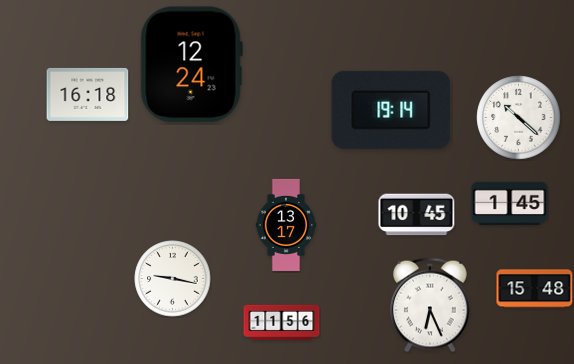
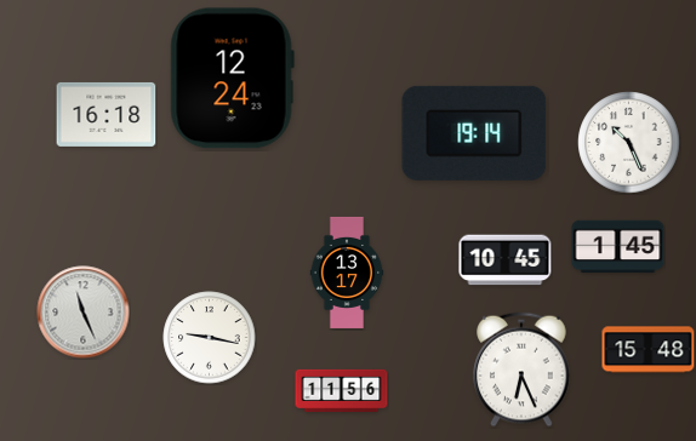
clock at (519, 118): 10:22 -> 10:26
clock at (84, 313): none -> 11:26
